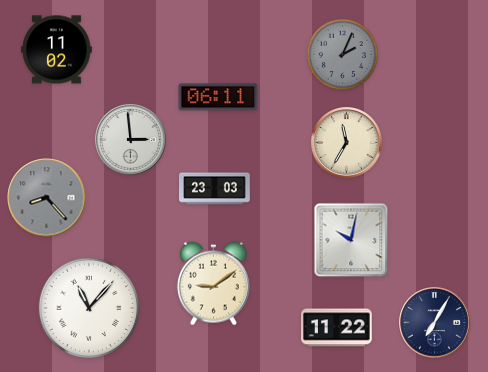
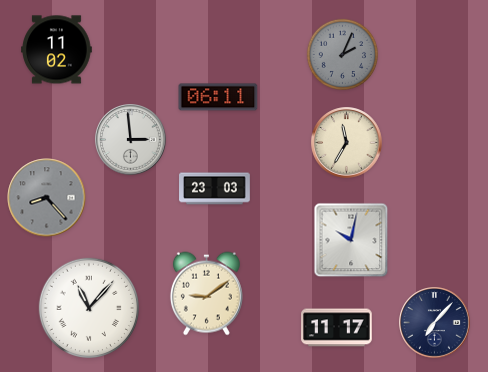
clock at (213, 284) position: (213, 284) -> (206, 294)
clock at (435, 323): 7:05 -> 7:07
clock at (337, 328): 11:22 -> 11:17
